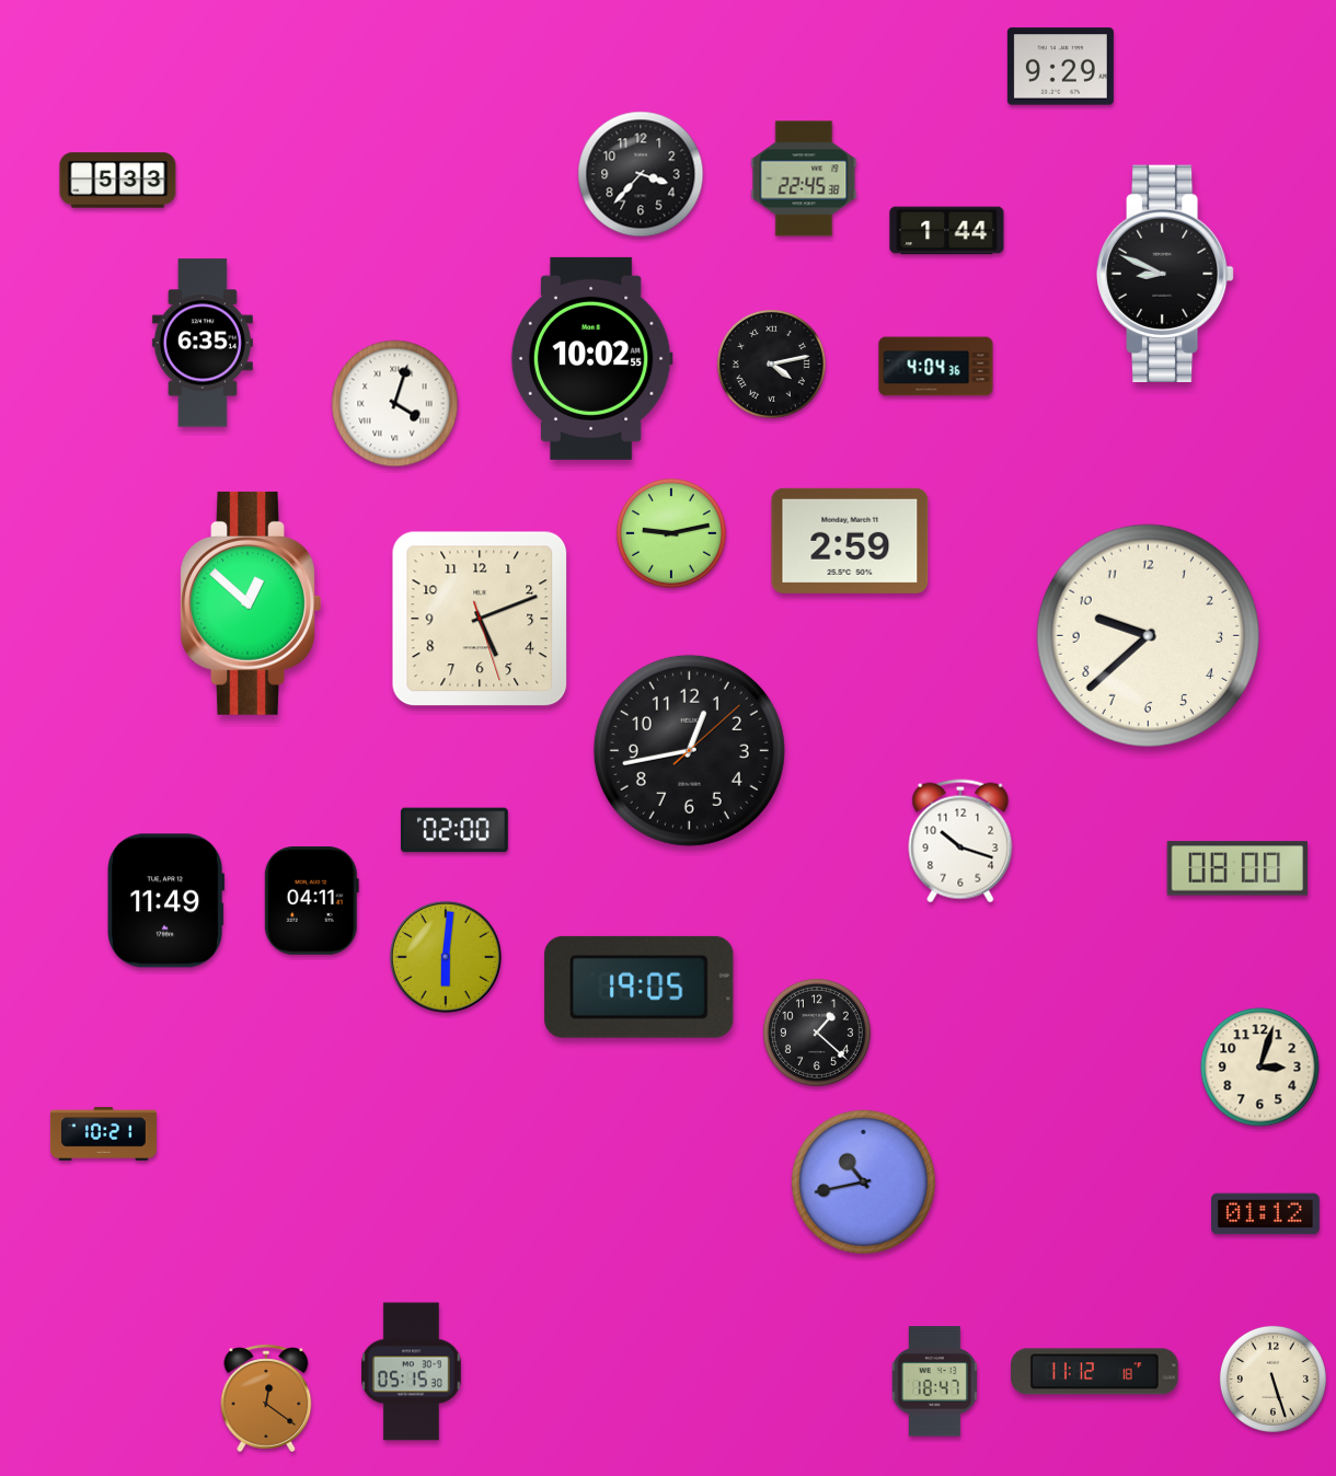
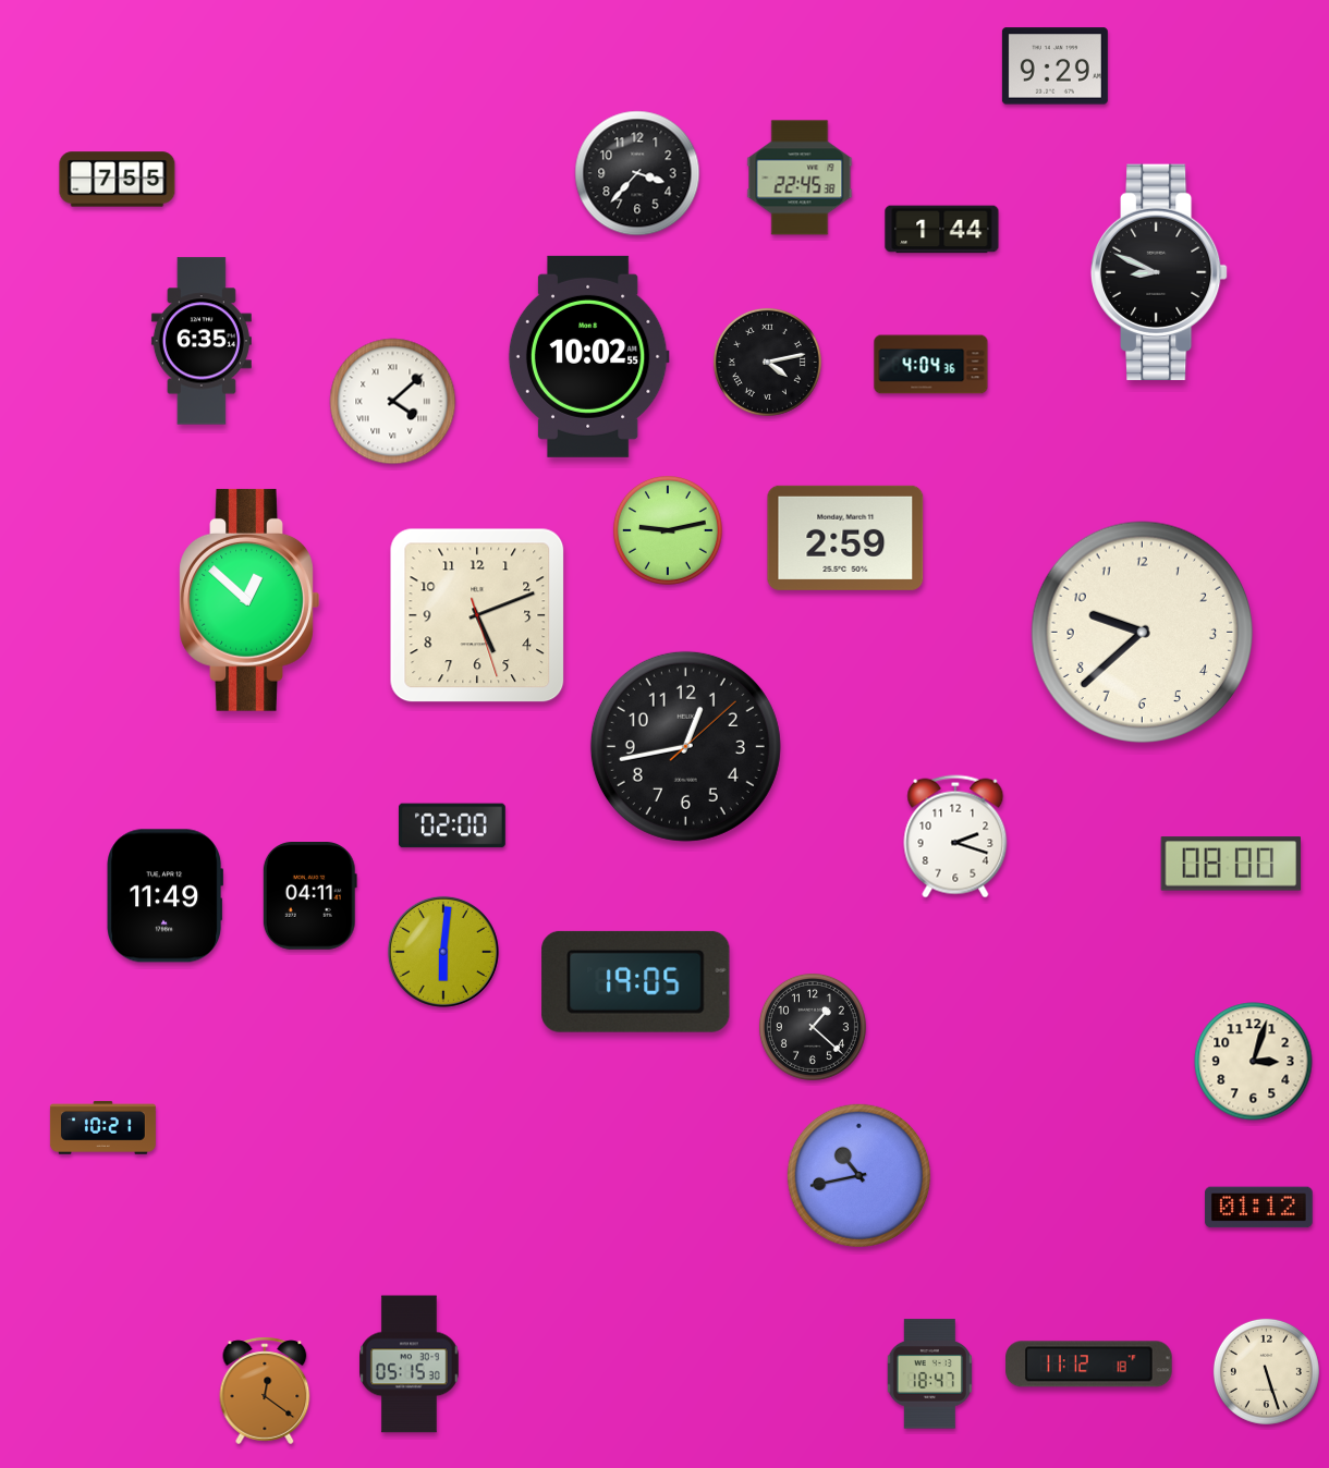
clock at (118, 181): 5:33 -> 7:55
clock at (395, 404): 4:03 -> 4:08
clock at (960, 841): 10:18 -> 2:18
